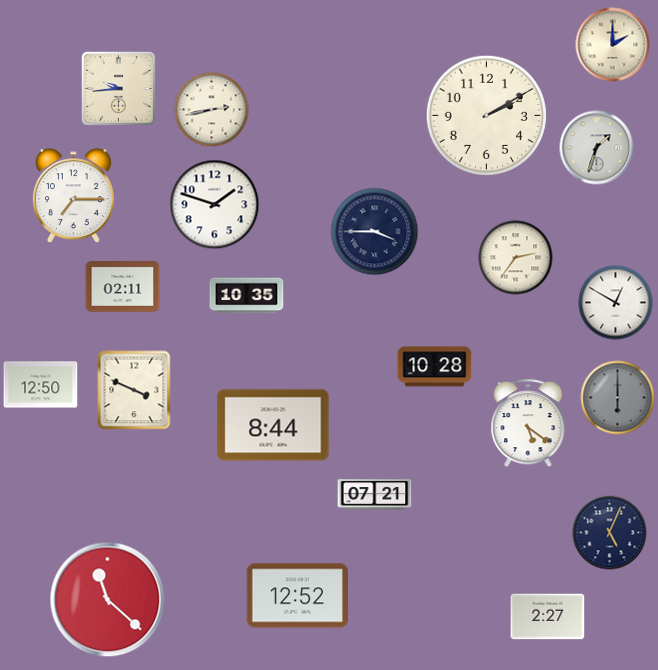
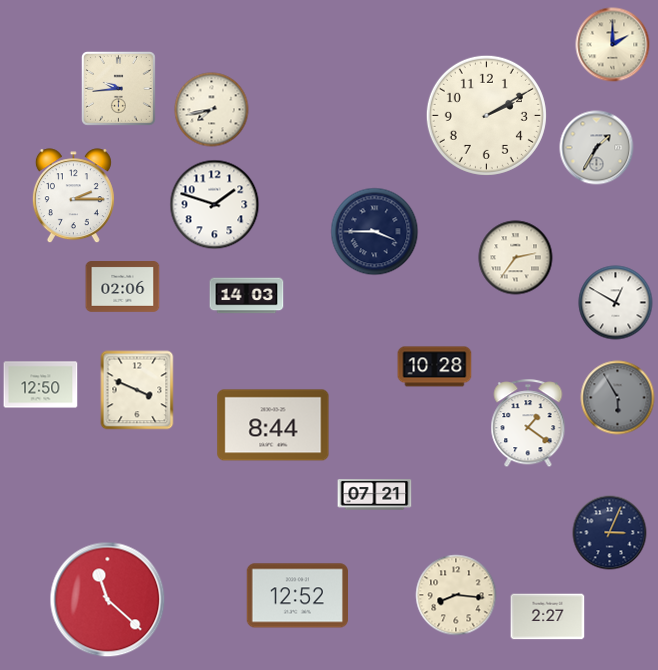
clock at (212, 110): 2:43 -> 7:43
clock at (597, 148): 1:33 -> 1:35
clock at (73, 196): 7:15 -> 2:15
clock at (123, 287): 02:11 -> 02:06
clock at (247, 296): 10:35 -> 14:03
clock at (134, 390) position: (134, 390) -> (137, 390)
clock at (618, 398): 6:00 -> 5:55
clock at (528, 424): 5:21 -> 1:21
clock at (610, 533): 5:04 -> 3:04
clock at (456, 595): none -> 8:16
